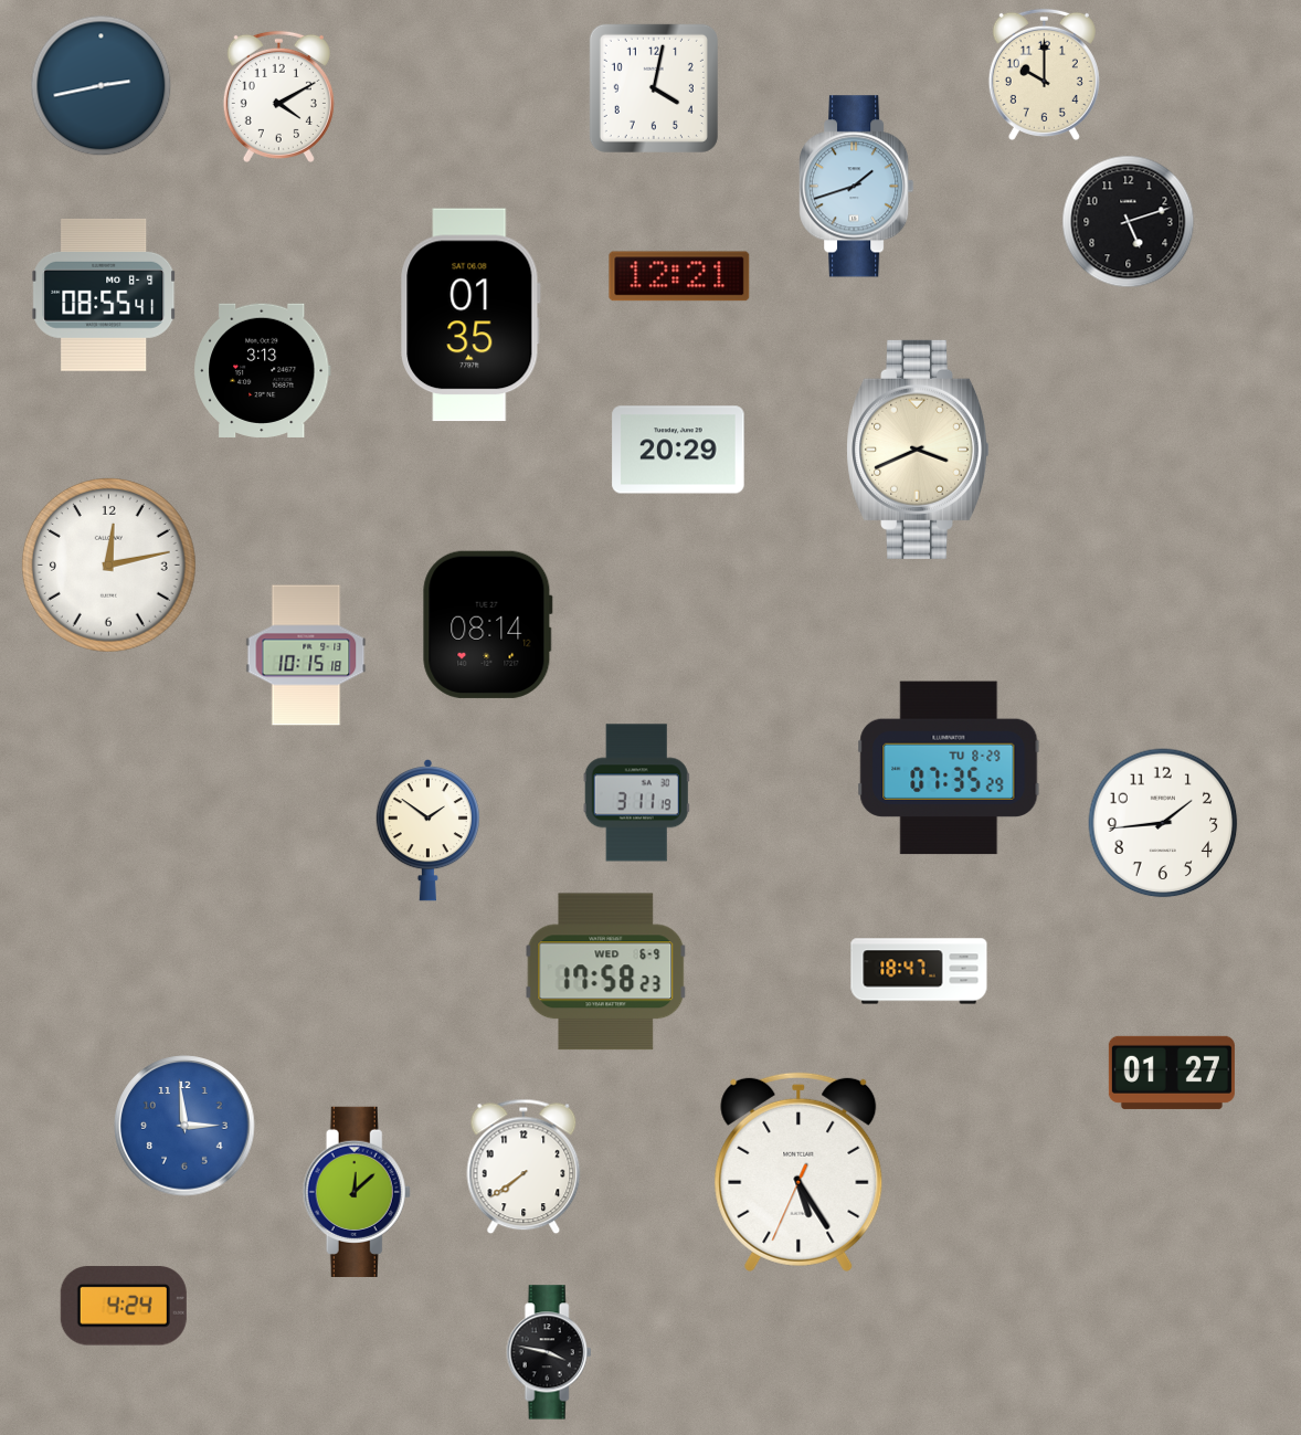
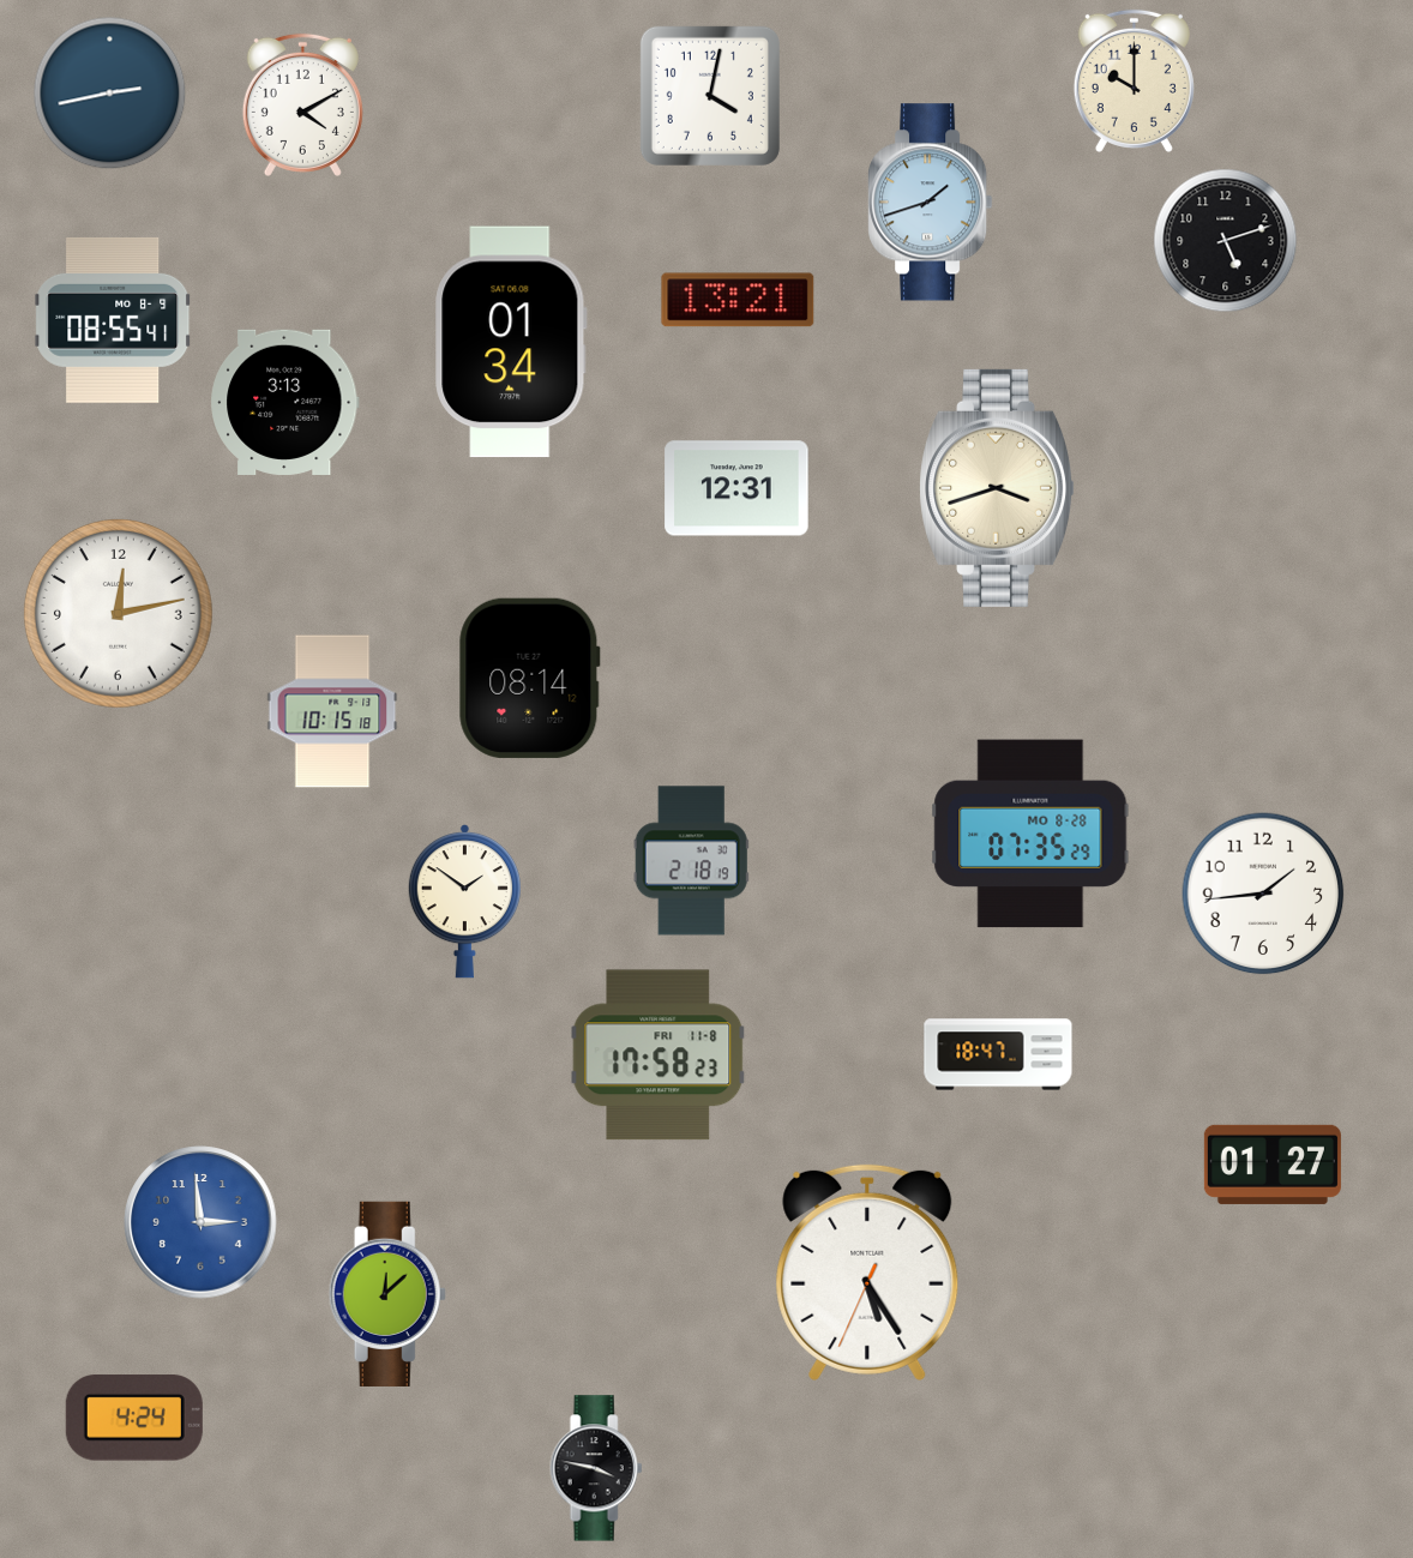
clock at (679, 276): 12:21 -> 13:21
clock at (470, 315): 01:35 -> 01:34
clock at (678, 450): 20:29 -> 12:31
clock at (918, 450): 3:41 -> 3:42
clock at (949, 768) date: TU 8-29 -> MO 8-28
clock at (636, 793): 3:11 -> 2:18
clock at (606, 972) date: WED 6-9 -> FRI 11-8
clock at (523, 1167): 7:39 -> none
